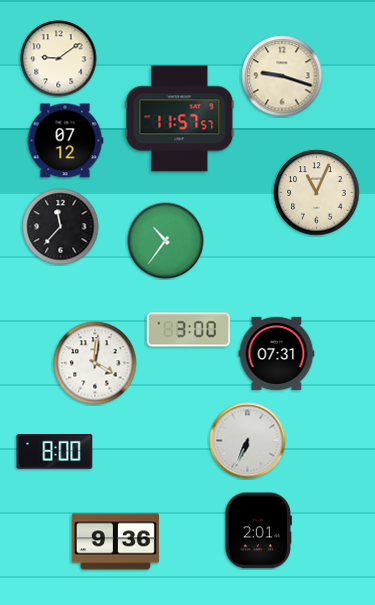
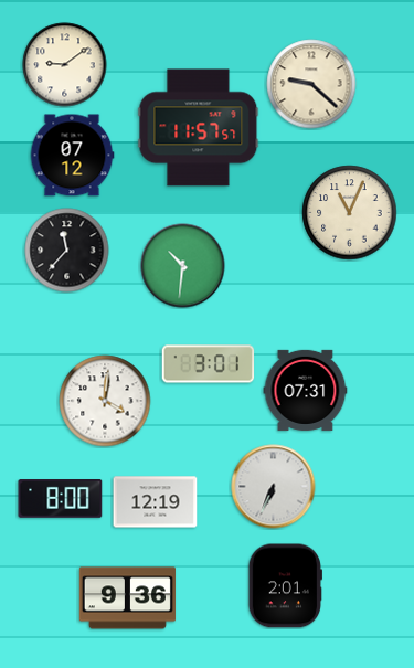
clock at (282, 76): 9:18 -> 9:22
clock at (180, 119) position: (180, 119) -> (199, 128)
clock at (166, 241): 10:36 -> 10:31
clock at (189, 330): 3:00 -> 3:01
clock at (156, 502): none -> 12:19
